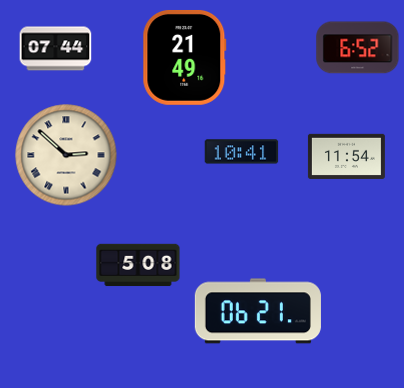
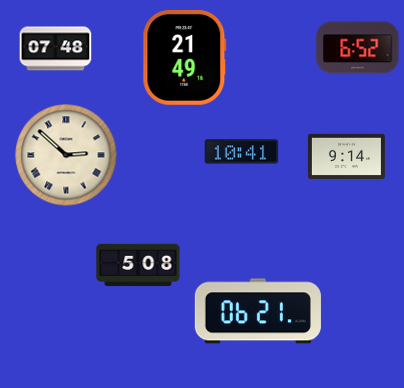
clock at (56, 49): 07:44 -> 07:48
clock at (346, 156): 11:54 -> 9:14
